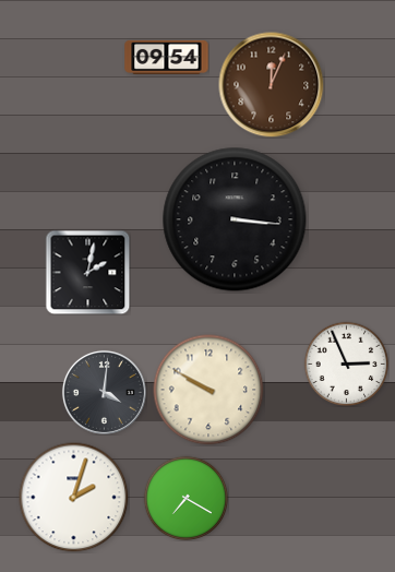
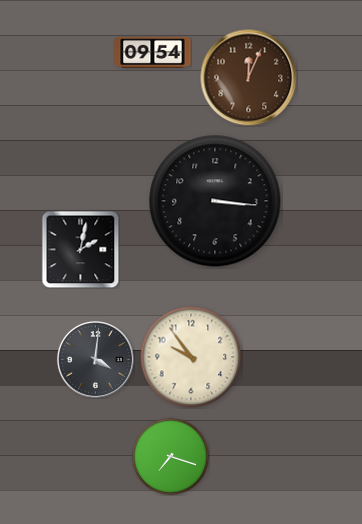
clock at (346, 364): 2:56 -> none
clock at (208, 390): 9:50 -> 9:54
clock at (74, 498): 2:03 -> none
clock at (185, 498): 7:20 -> 7:18
